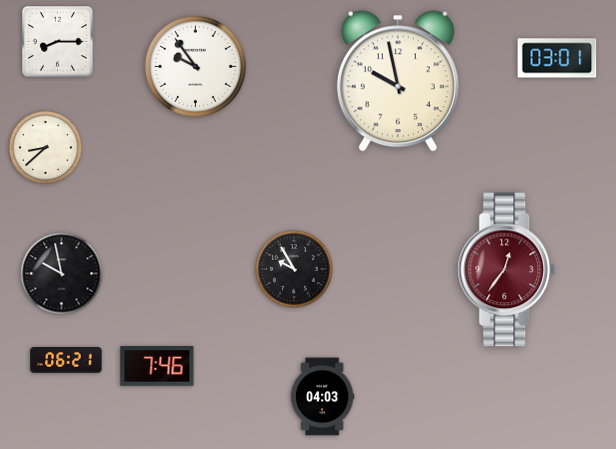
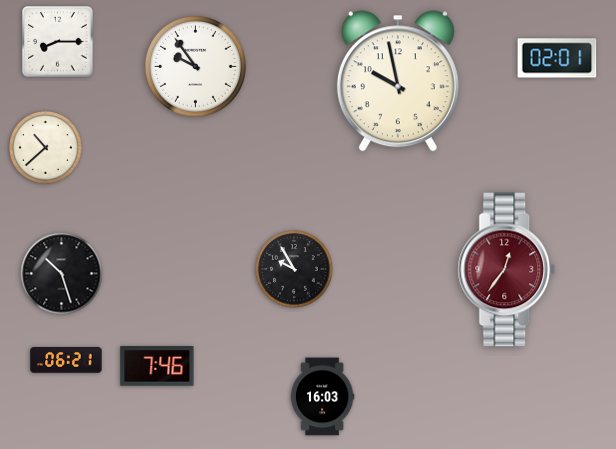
clock at (557, 58): 03:01 -> 02:01
clock at (45, 147): 8:38 -> 10:38
clock at (62, 274): 9:58 -> 10:27
clock at (322, 397): 04:03 -> 16:03
